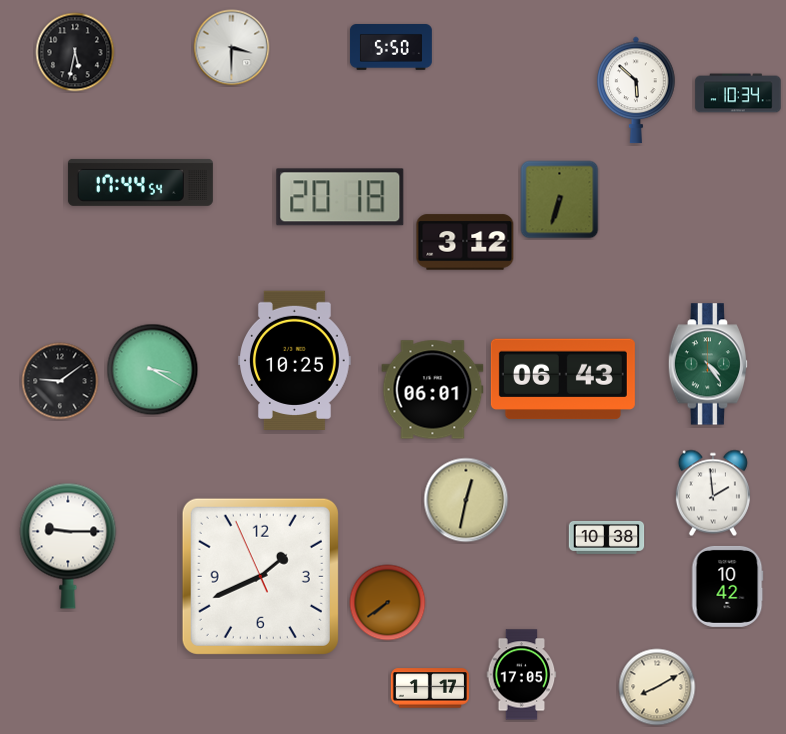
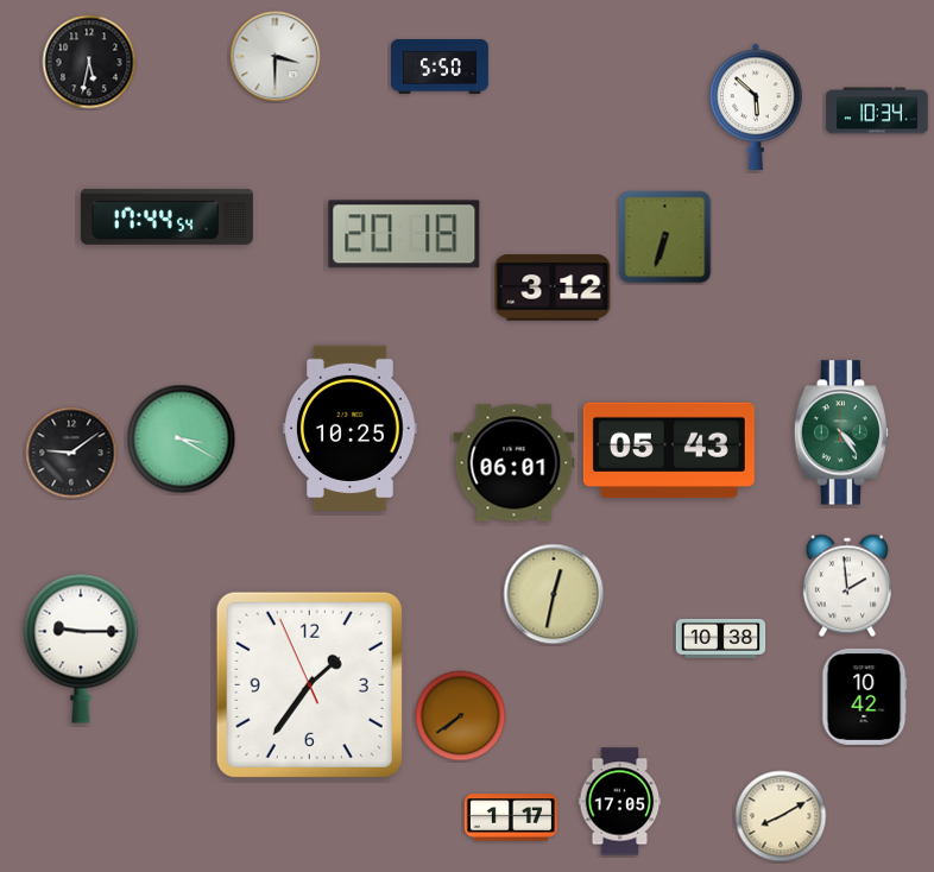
clock at (391, 48) position: (391, 48) -> (440, 68)
clock at (563, 379): 06:43 -> 05:43
clock at (260, 576): 1:40 -> 1:35
